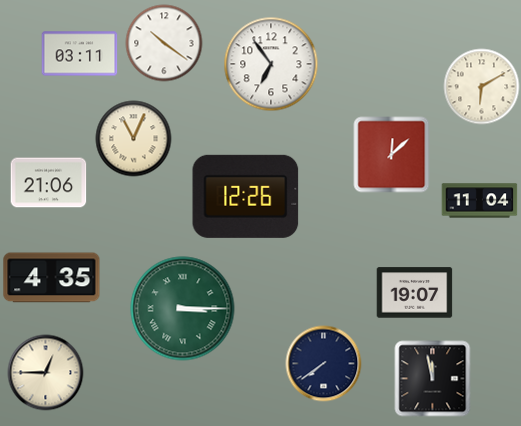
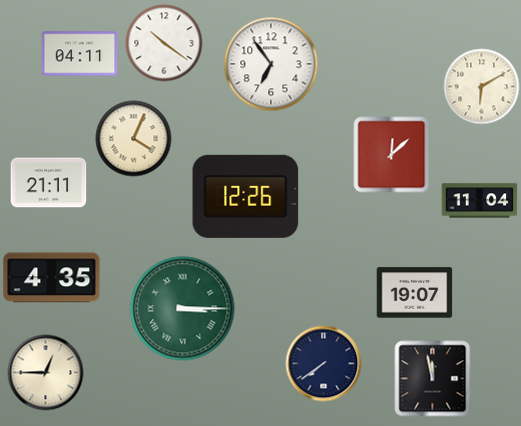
clock at (80, 54): 03:11 -> 04:11
clock at (134, 139): 11:04 -> 4:04
clock at (49, 183): 21:06 -> 21:11
